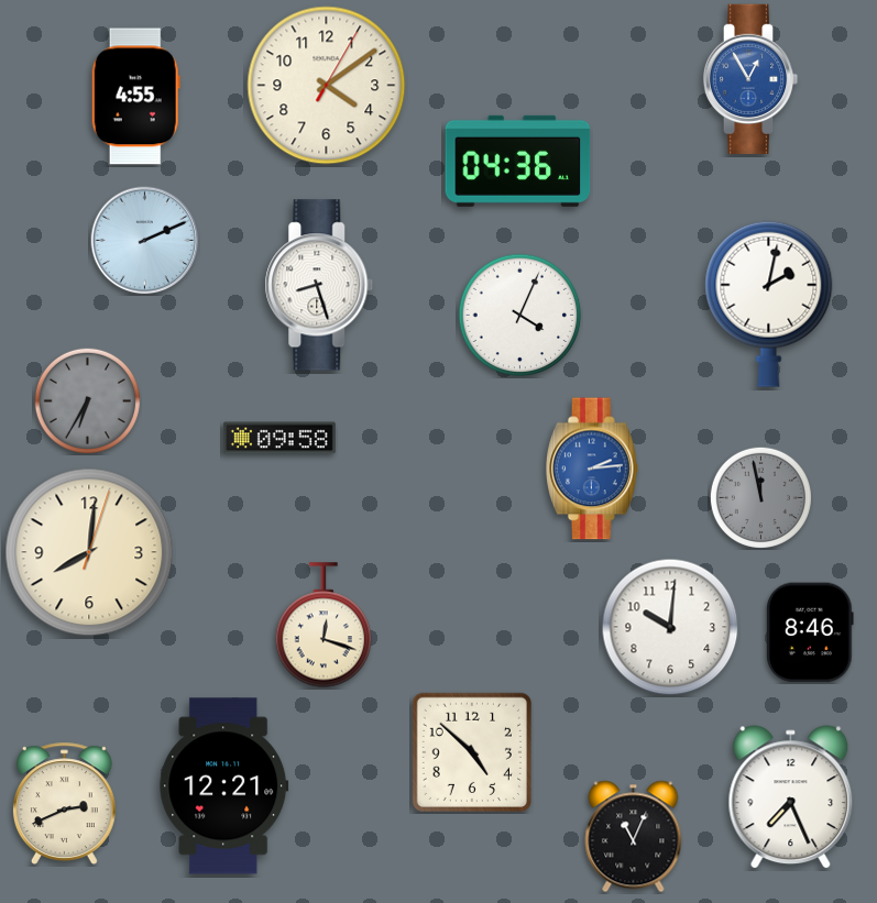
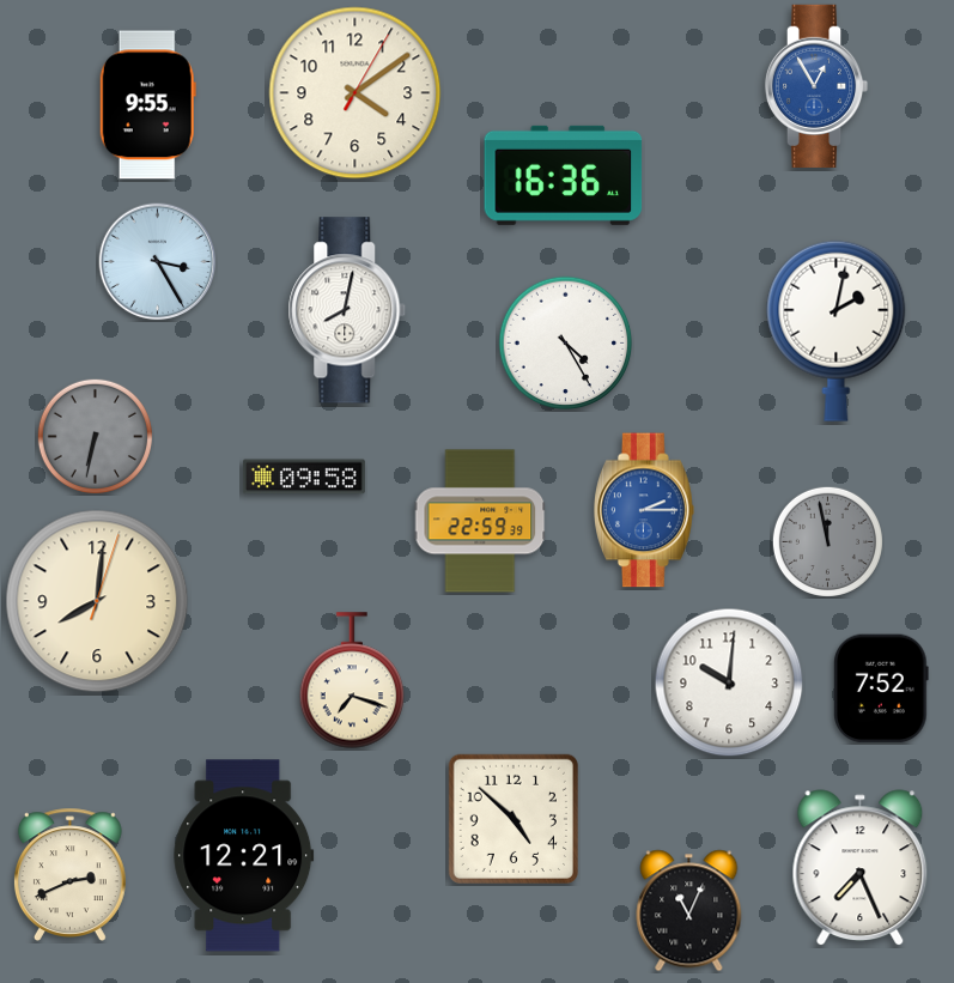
clock at (135, 97): 4:55 -> 9:55
clock at (518, 161): 04:36 -> 16:36
clock at (145, 241): 2:11 -> 3:25
clock at (319, 285): 8:27 -> 8:02
clock at (520, 316): 4:04 -> 4:25
clock at (87, 400): 6:35 -> 6:32
clock at (593, 469): 2:14 -> 2:15
clock at (480, 521): none -> 22:59
clock at (324, 625): 12:18 -> 7:18
clock at (811, 632): 8:46 -> 7:52
